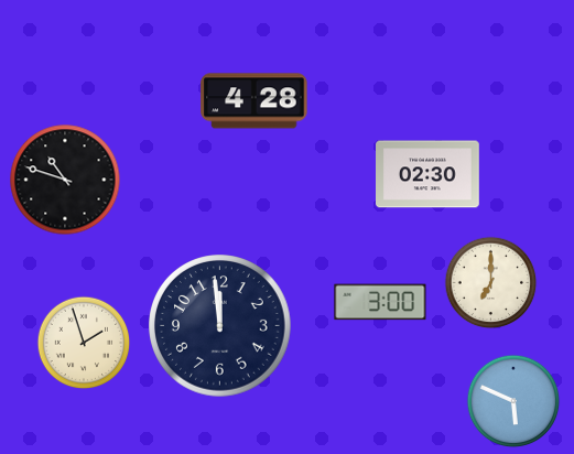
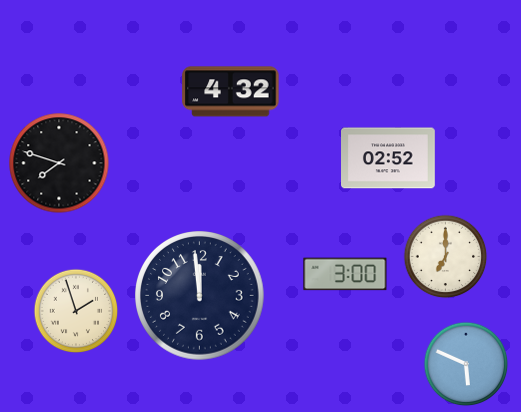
clock at (254, 101): 4:28 -> 4:32
clock at (429, 174): 02:30 -> 02:52
clock at (65, 180): 10:48 -> 7:48
